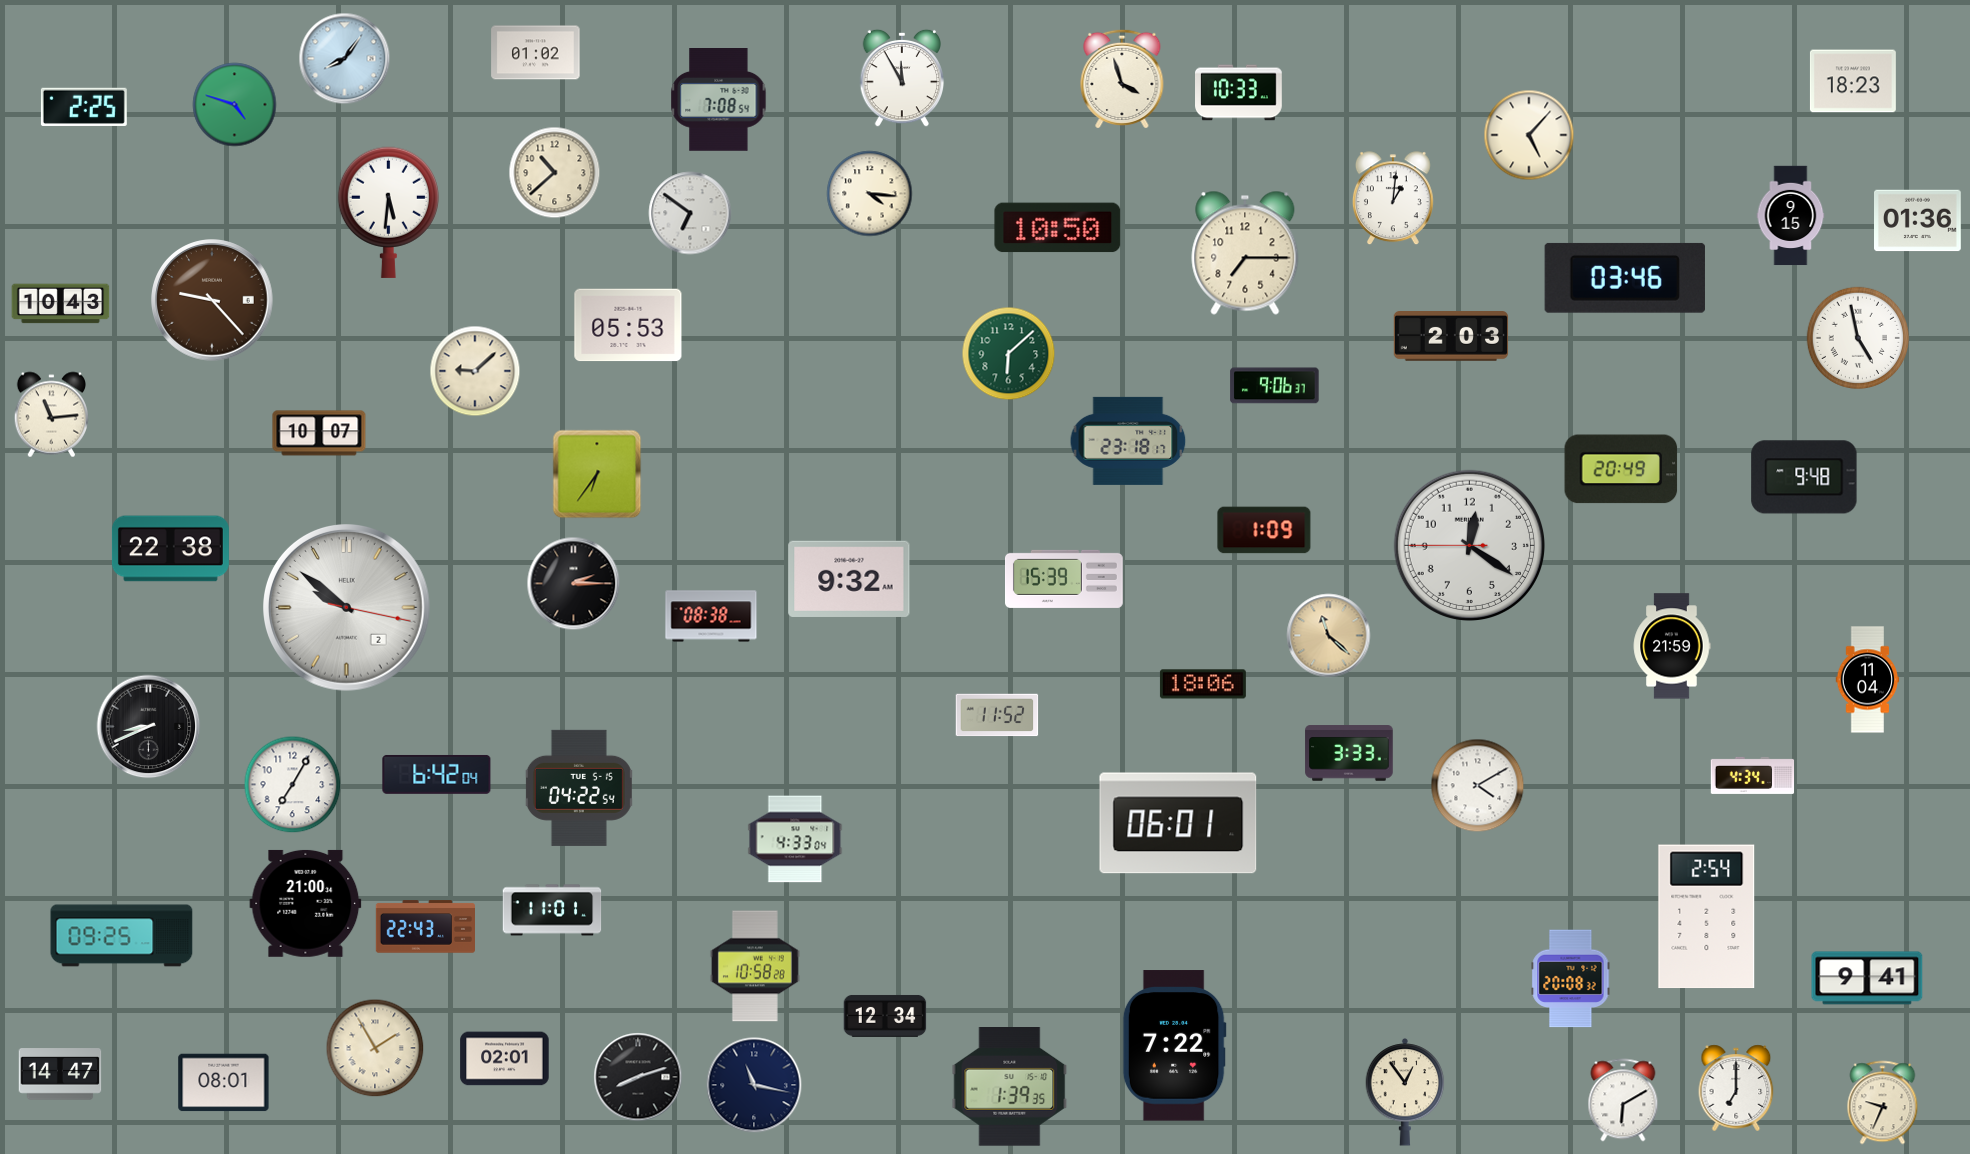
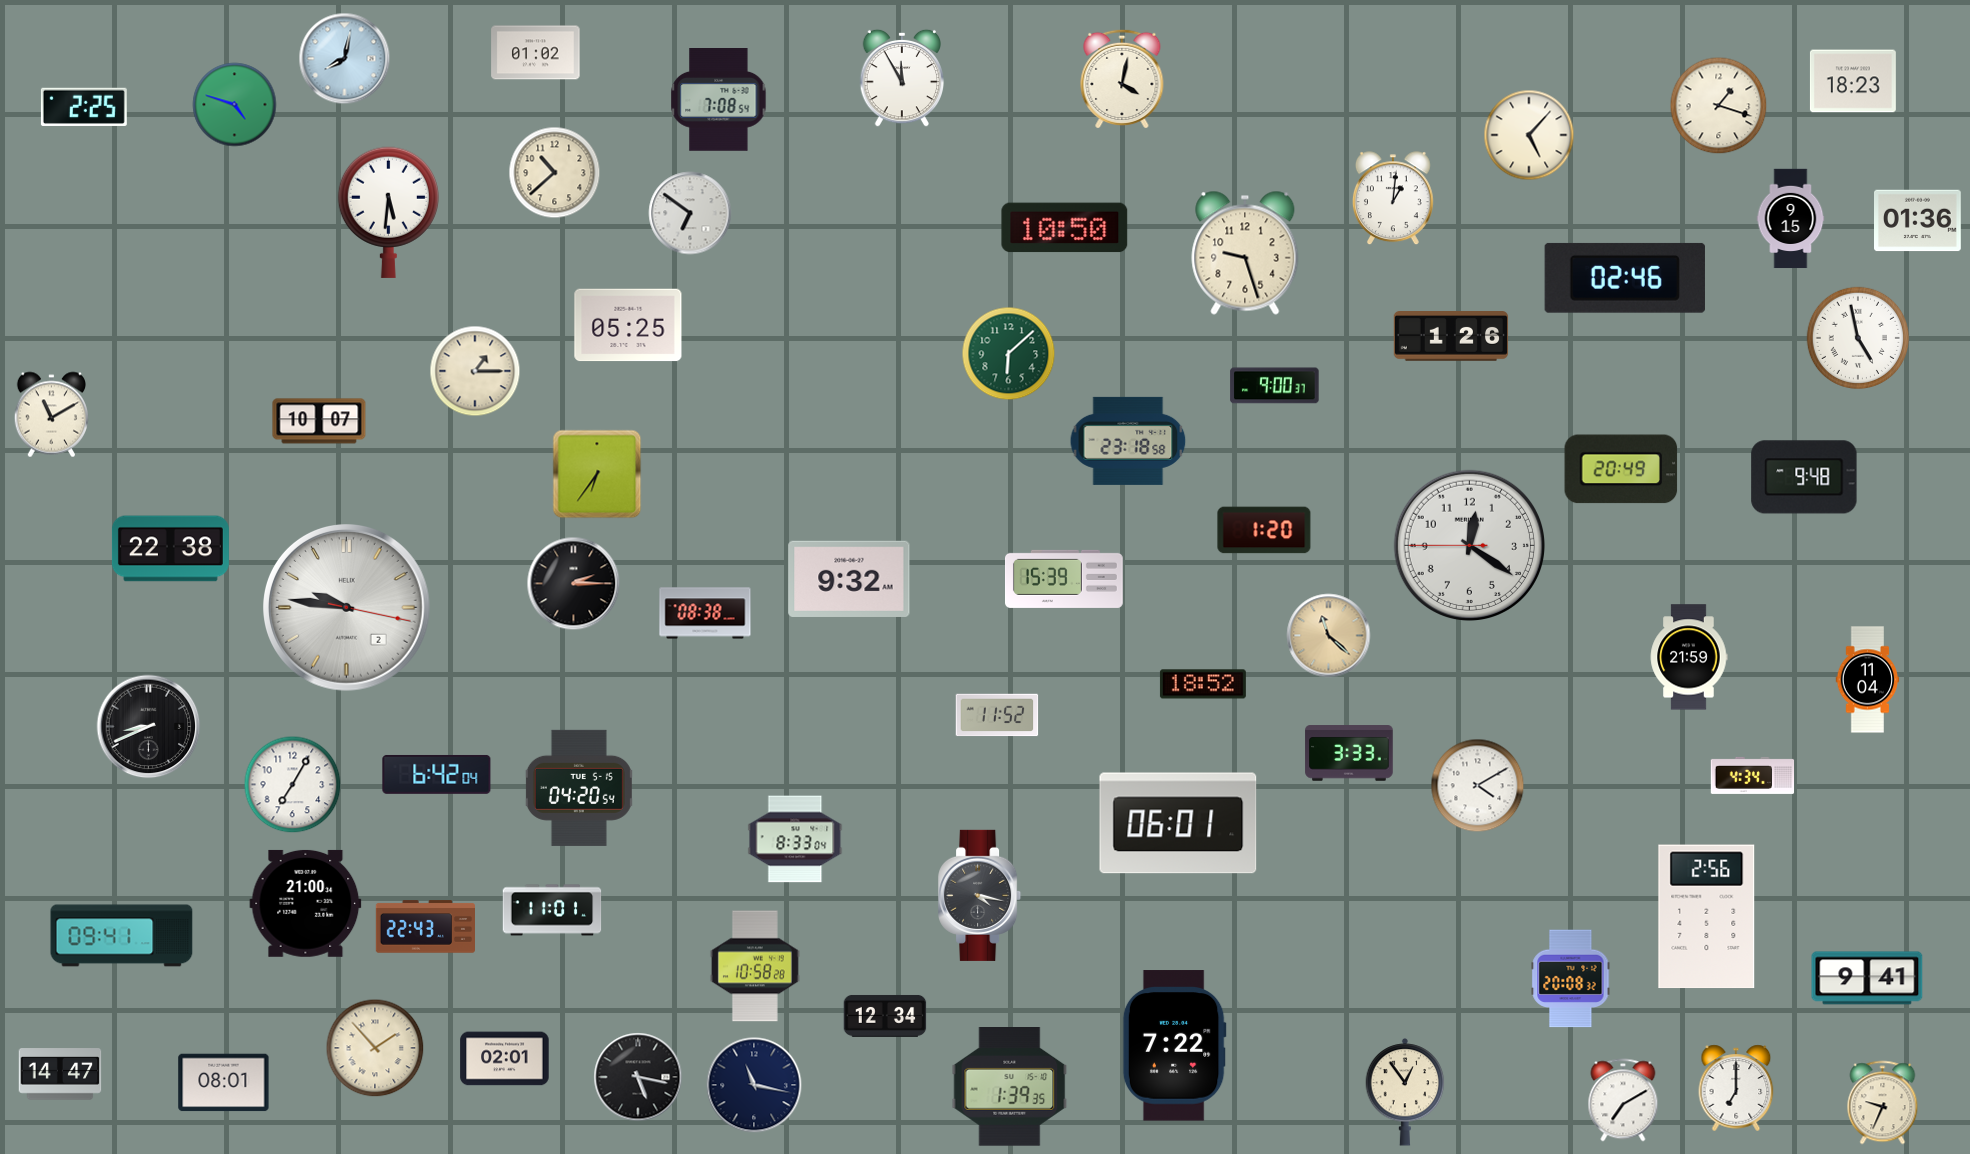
clock at (345, 59): 8:06 -> 8:02
clock at (1122, 79): 3:57 -> 4:02
clock at (1239, 93): 10:33 -> none
clock at (1719, 106): none -> 1:18
clock at (870, 194): 4:16 -> none
clock at (1791, 216) position: (1791, 216) -> (1791, 219)
clock at (1058, 228) position: (1058, 228) -> (1065, 228)
clock at (1245, 253): 7:15 -> 9:27
clock at (1625, 278): 03:46 -> 02:46
clock at (212, 300): 9:23 -> none
clock at (61, 304): 10:43 -> none
clock at (628, 325): 05:53 -> 05:25
clock at (1451, 337): 2:03 -> 1:26
clock at (475, 371): 9:08 -> 1:15
clock at (1275, 386): 9:06 -> 9:00
clock at (51, 415): 11:14 -> 11:10
clock at (319, 433) position: (319, 433) -> (319, 421)
clock at (1128, 441): 23:18:17 -> 23:18:58
clock at (1264, 530): 1:09 -> 1:20
clock at (347, 608): 9:51 -> 9:46
clock at (711, 616) position: (711, 616) -> (705, 613)
clock at (1672, 646) position: (1672, 646) -> (1689, 657)
clock at (1203, 684): 18:06 -> 18:52
clock at (579, 788): 04:22 -> 04:20
clock at (795, 839): 4:33 -> 8:33
clock at (980, 895): none -> 4:17
clock at (1707, 917): 2:54 -> 2:56
clock at (122, 936): 09:25 -> 09:41
clock at (375, 1048): 1:55 -> 1:53
clock at (638, 1077): 8:12 -> 5:17
clock at (1623, 1100): 6:10 -> 7:10
